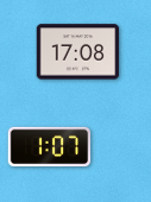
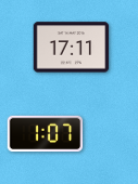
clock at (78, 52): 17:08 -> 17:11
